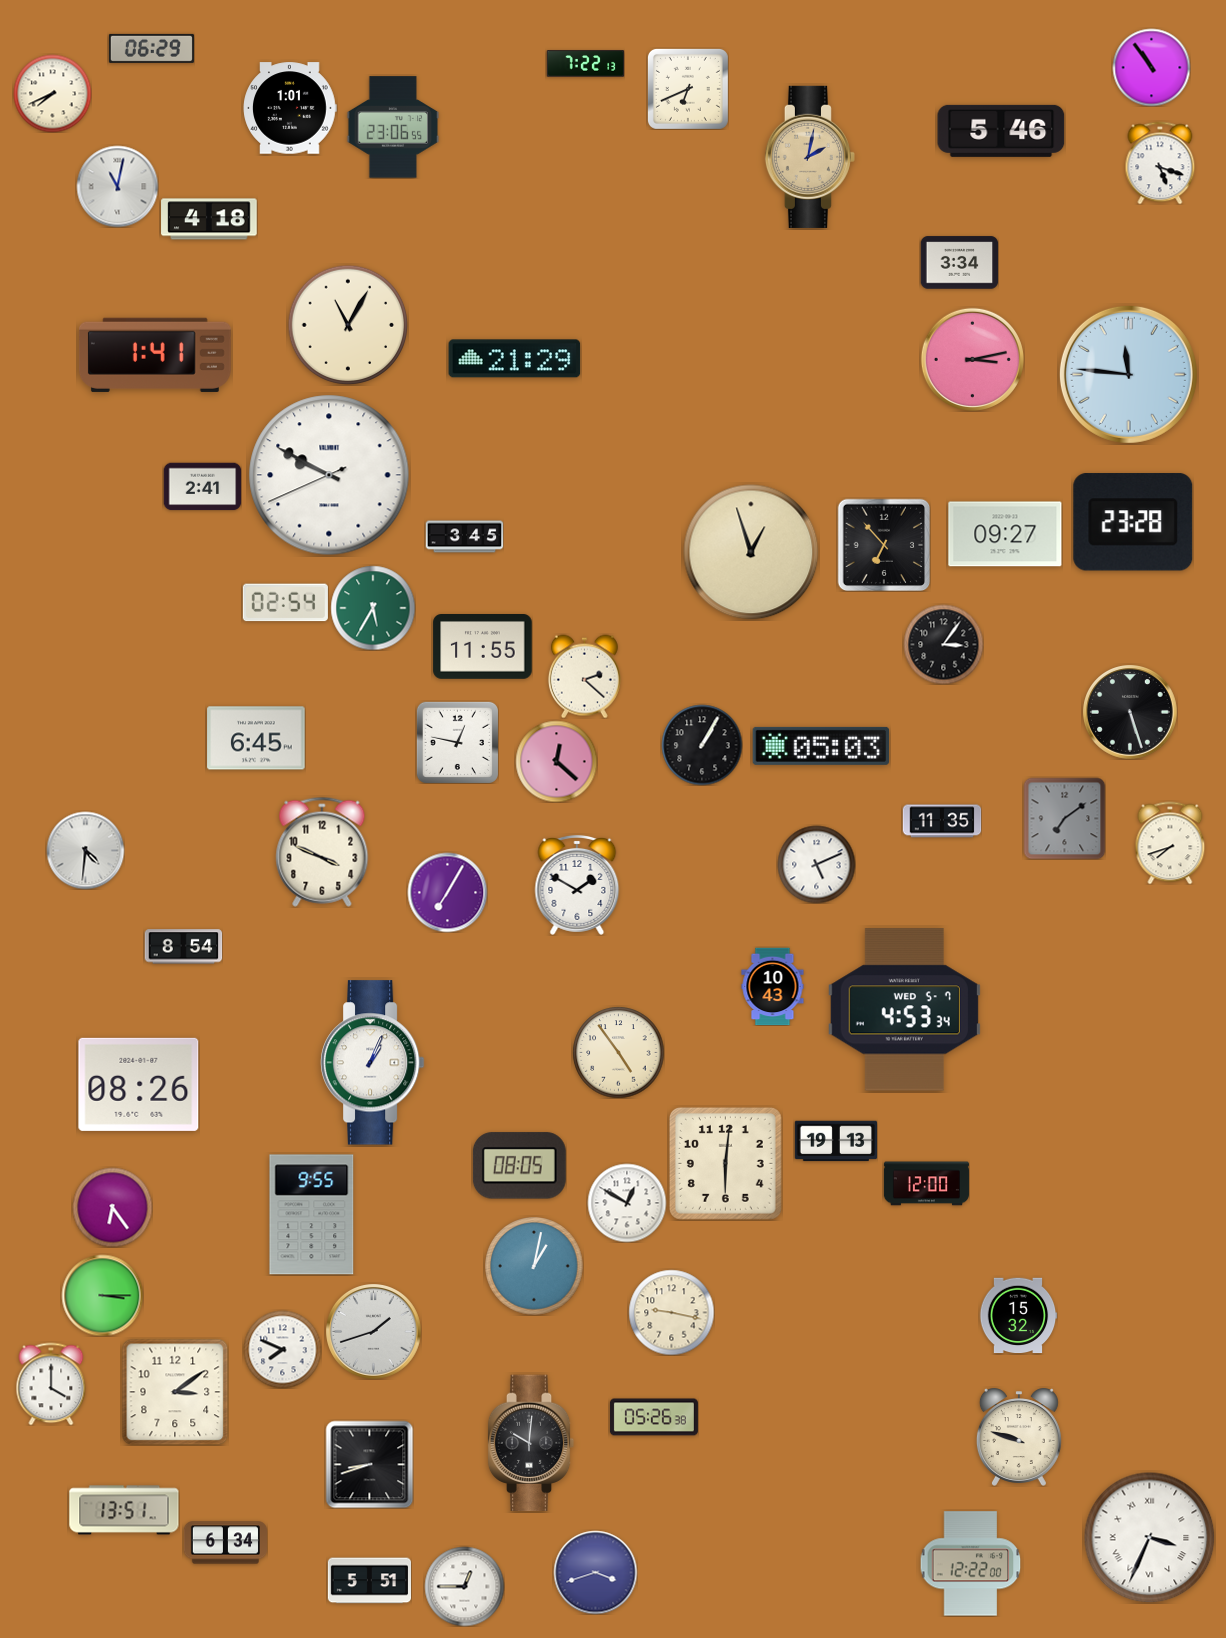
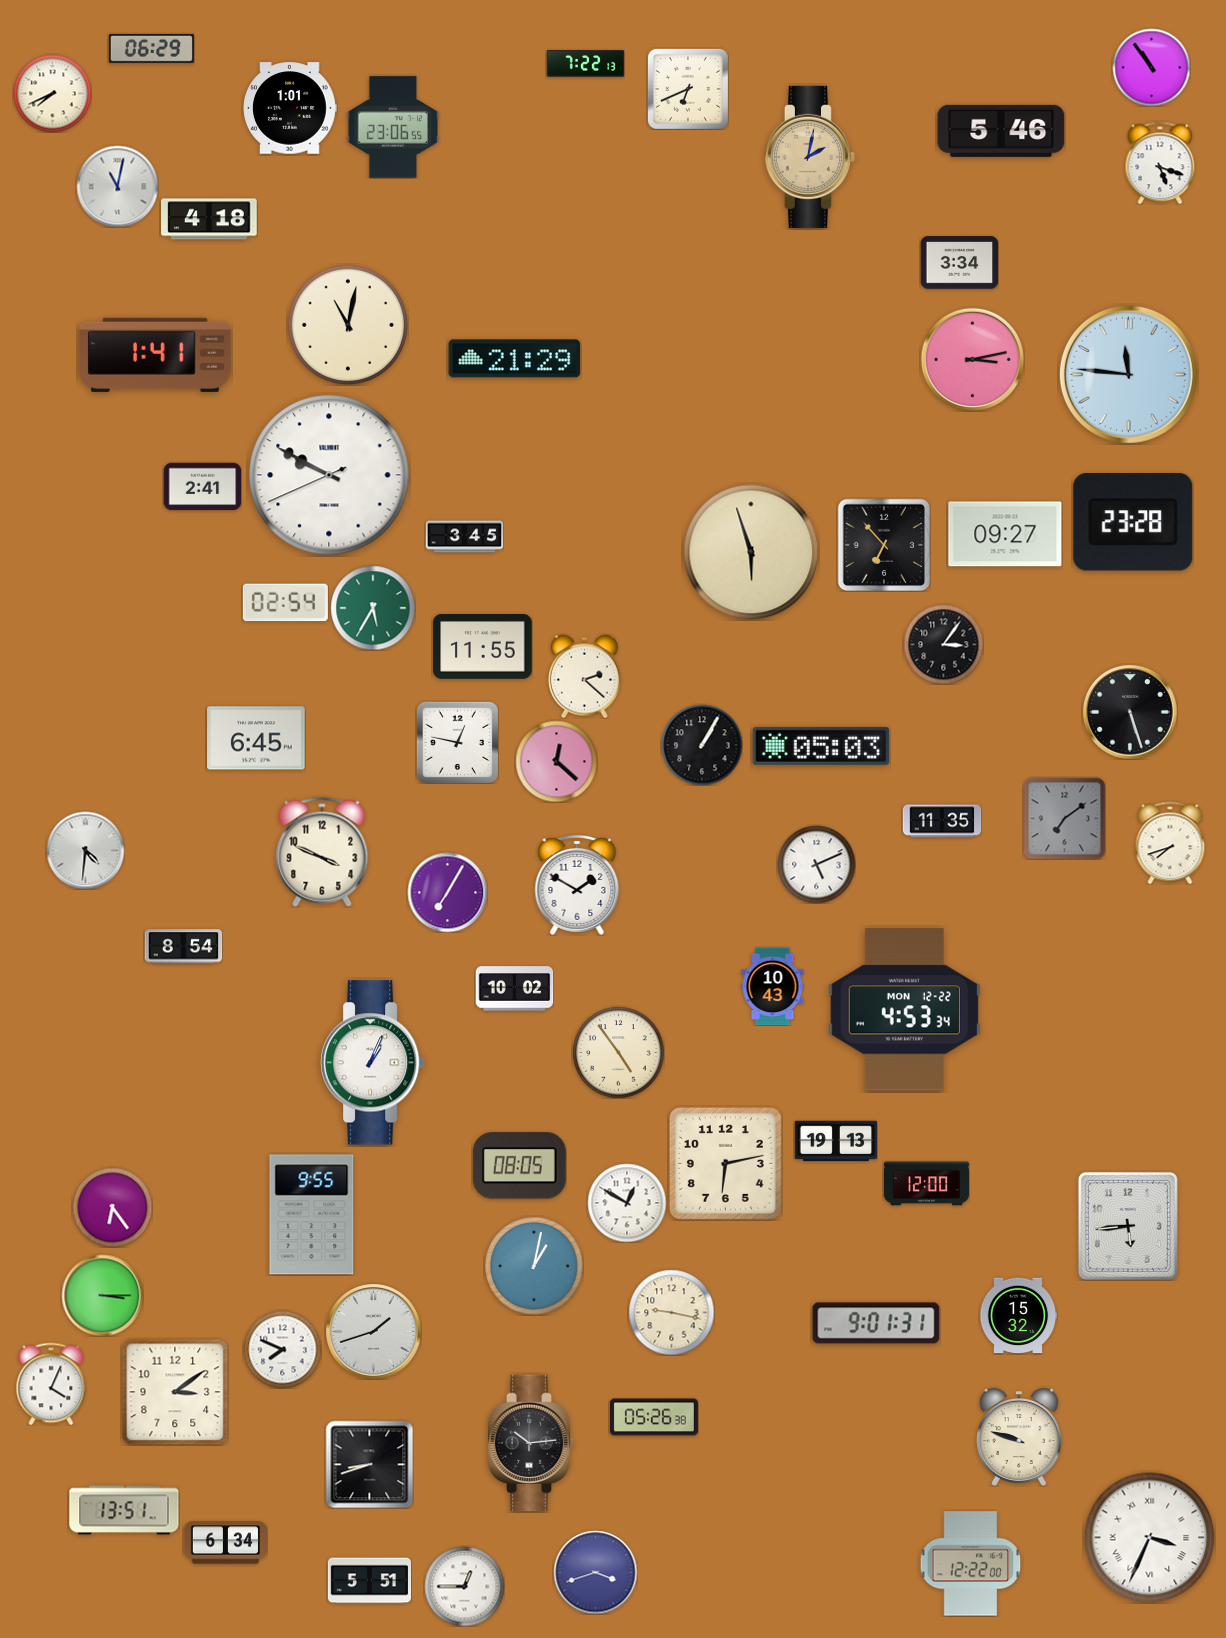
clock at (348, 325): 11:05 -> 11:02
clock at (751, 552): 12:57 -> 5:57
clock at (514, 989): none -> 10:02
clock at (904, 1010) date: WED 5-7 -> MON 12-22
clock at (139, 1084): 08:26 -> none
clock at (725, 1163): 6:01 -> 6:13
clock at (1128, 1226): none -> 5:44
clock at (876, 1323): none -> 9:01
clock at (51, 1384): 4:00 -> 4:04
clock at (531, 1443): 10:01 -> 10:14
